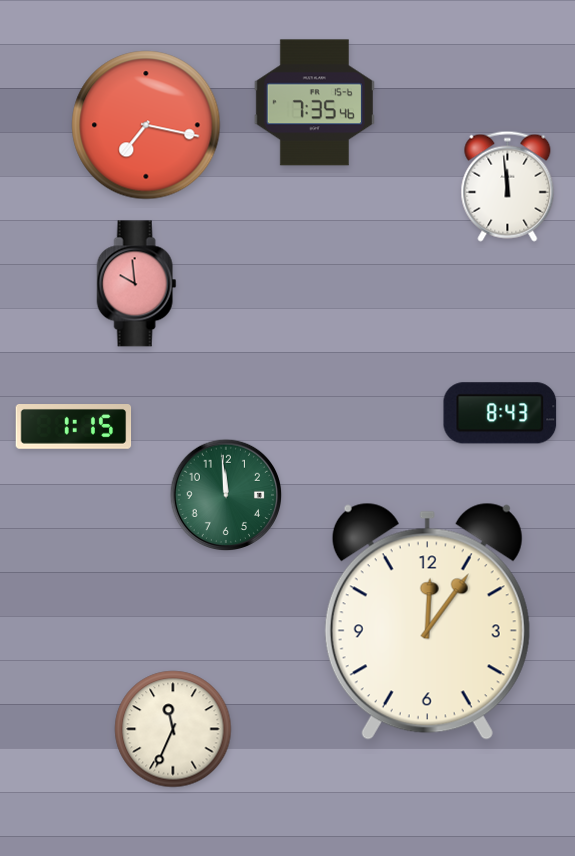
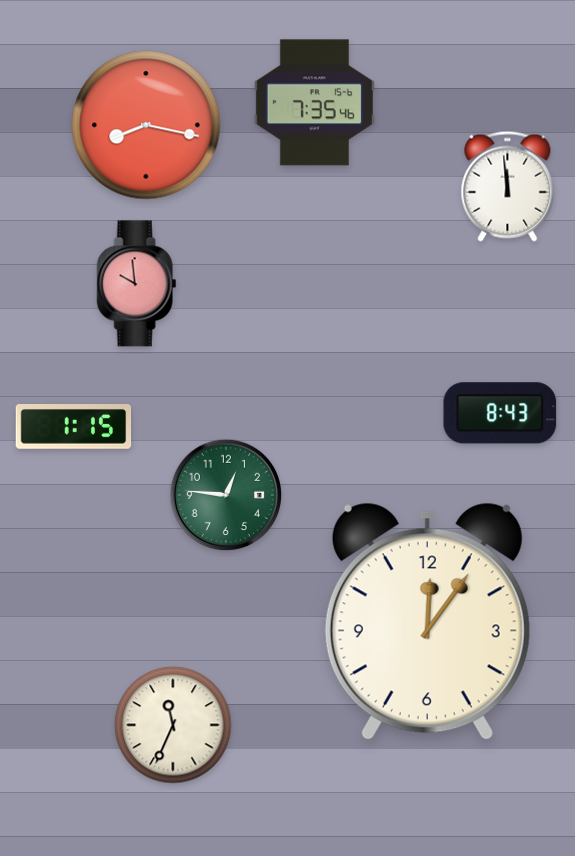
clock at (146, 125): 7:17 -> 8:17
clock at (225, 494): 11:59 -> 12:46
clock at (173, 729) position: (173, 729) -> (173, 725)
